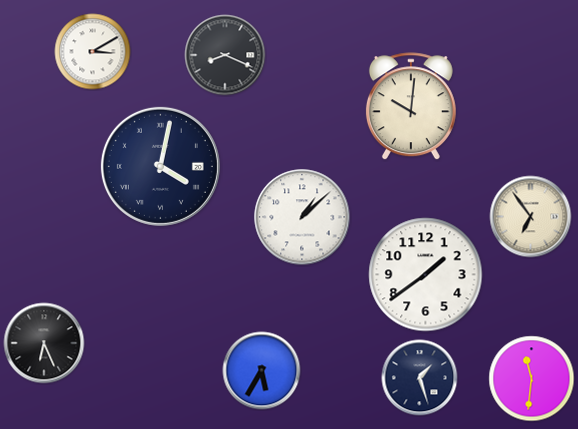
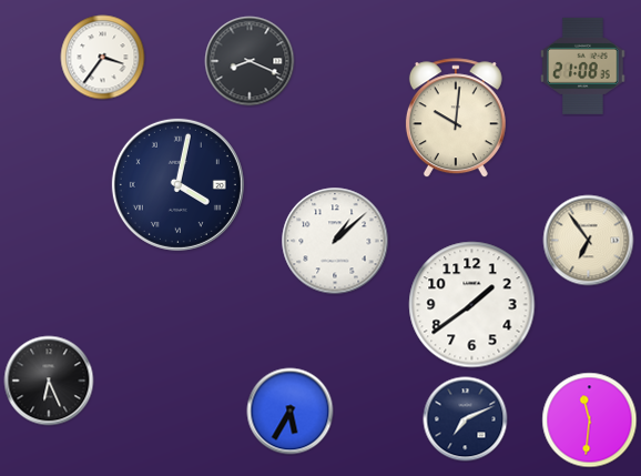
clock at (93, 52): 3:10 -> 3:36
clock at (583, 65): none -> 21:08
clock at (420, 378): 1:27 -> 7:11
